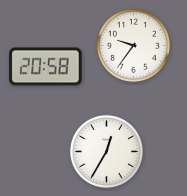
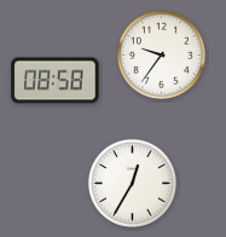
clock at (46, 67): 20:58 -> 08:58
clock at (106, 151) position: (106, 151) -> (132, 183)
